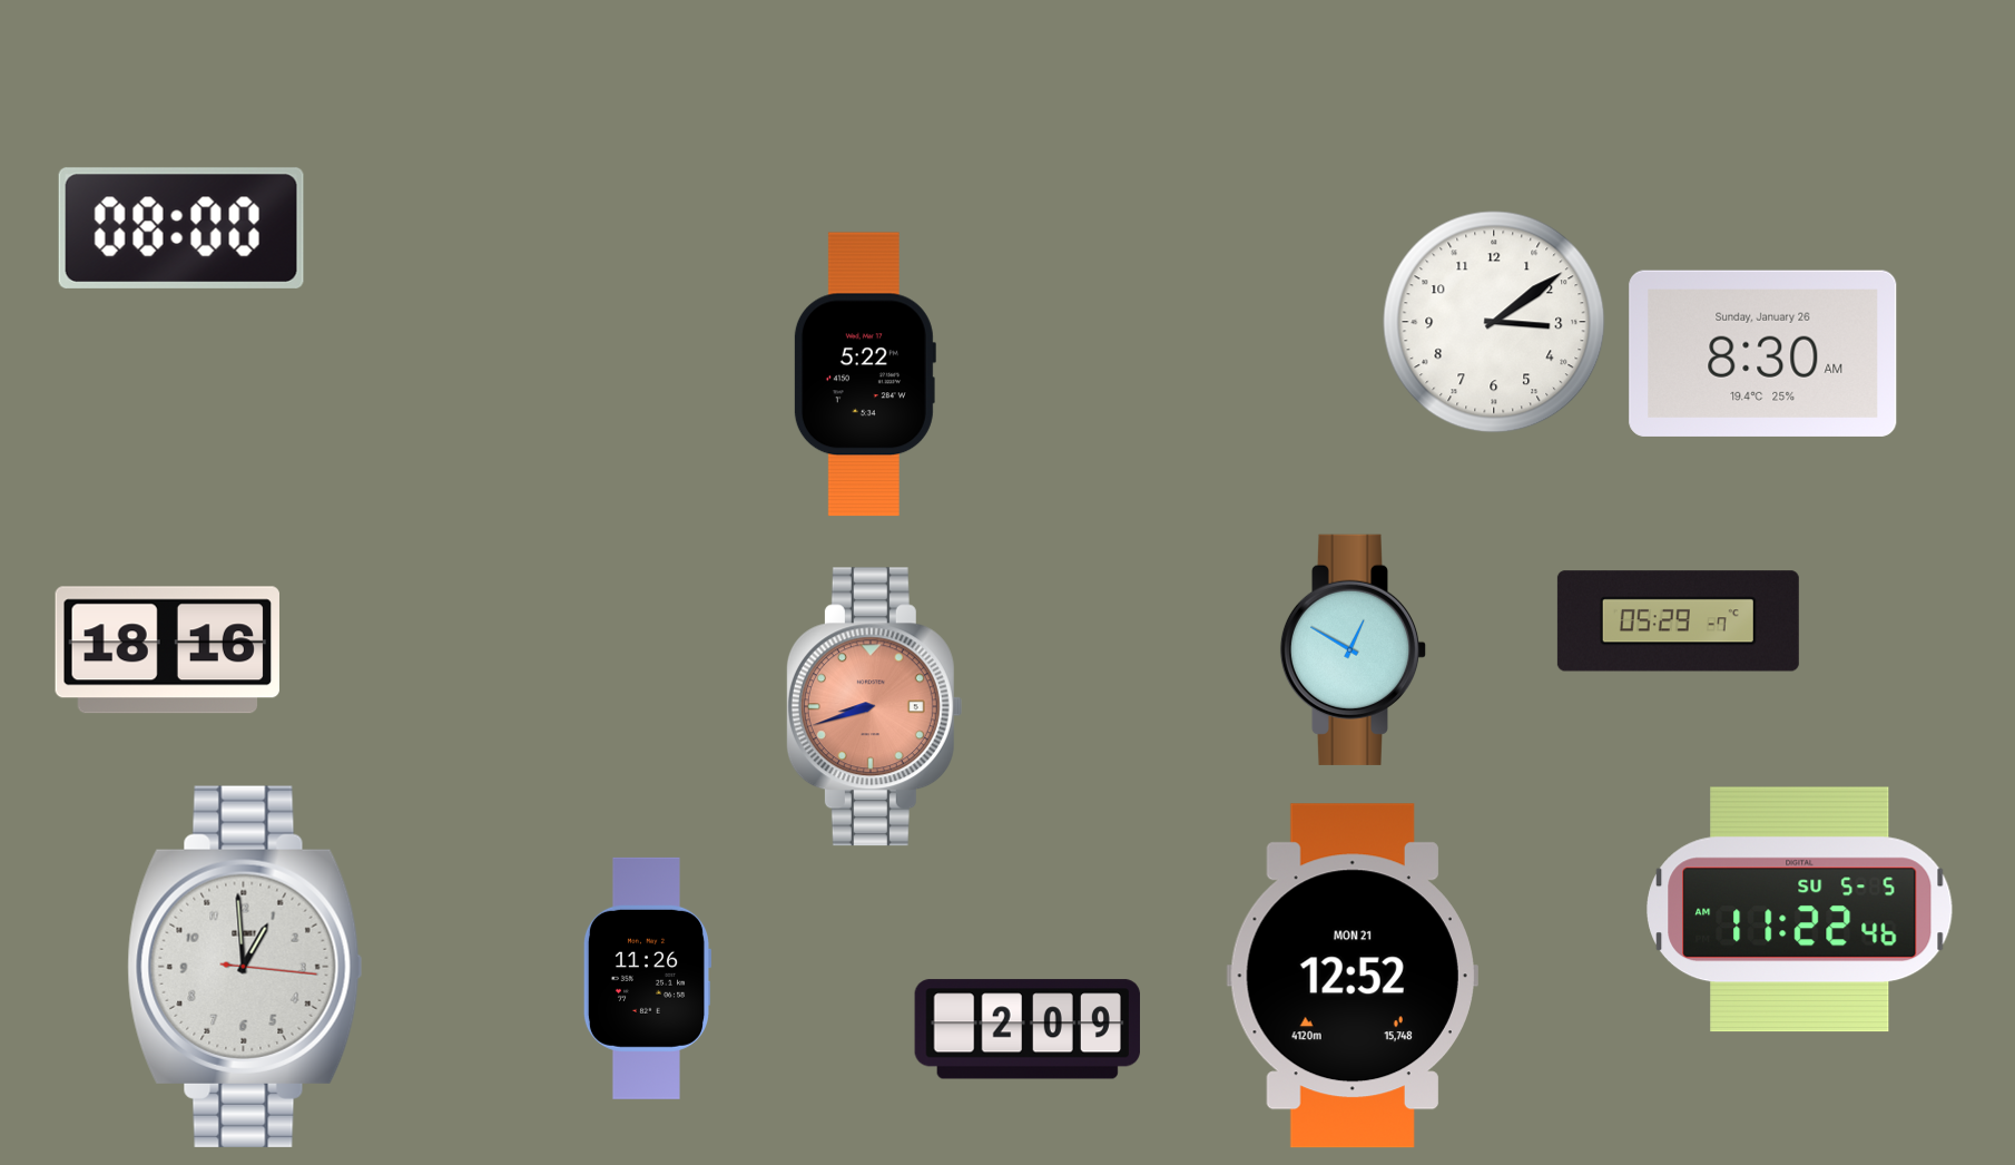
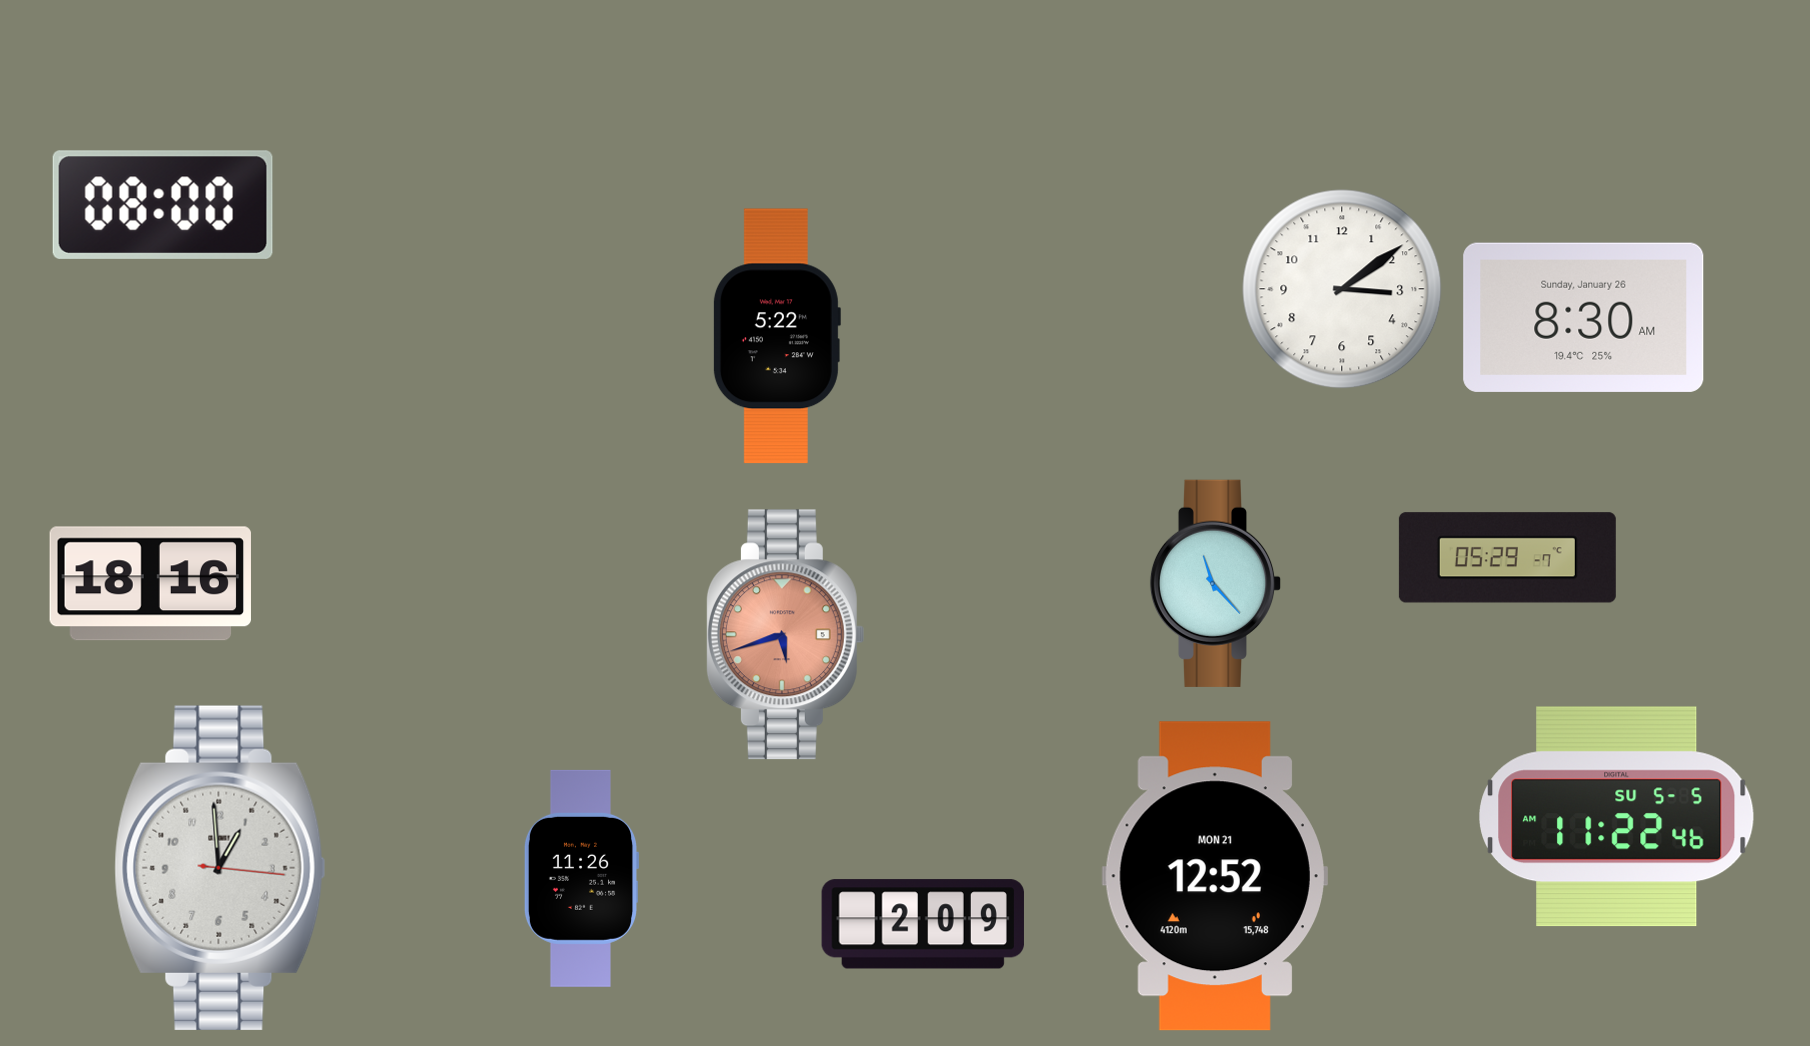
clock at (1354, 649): 12:50 -> 11:23
clock at (874, 707): 8:42 -> 5:42
